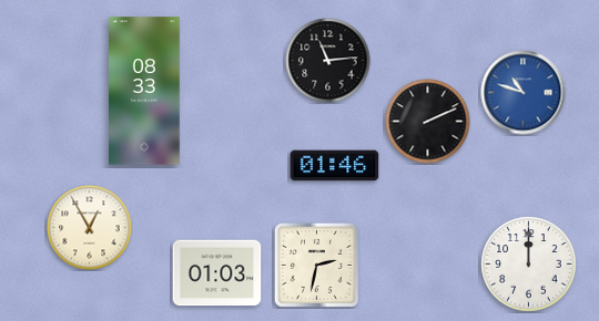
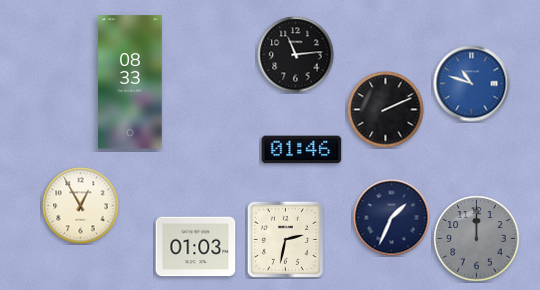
clock at (392, 218): none -> 1:34
clock at (529, 265) dial: white -> grey
